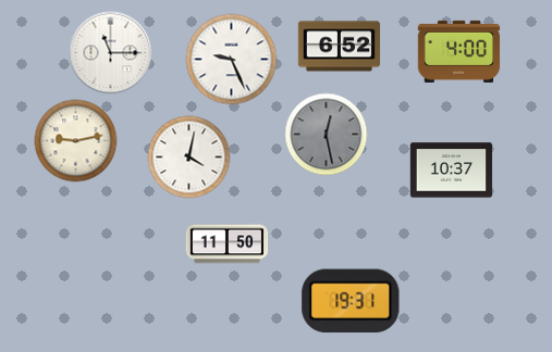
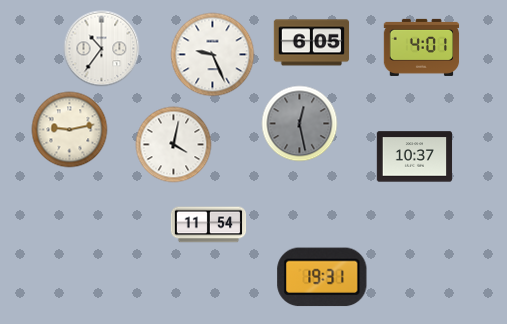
clock at (340, 47): 6:52 -> 6:05
clock at (459, 51): 4:00 -> 4:01
clock at (111, 53): 11:15 -> 10:36
clock at (228, 244): 11:50 -> 11:54
